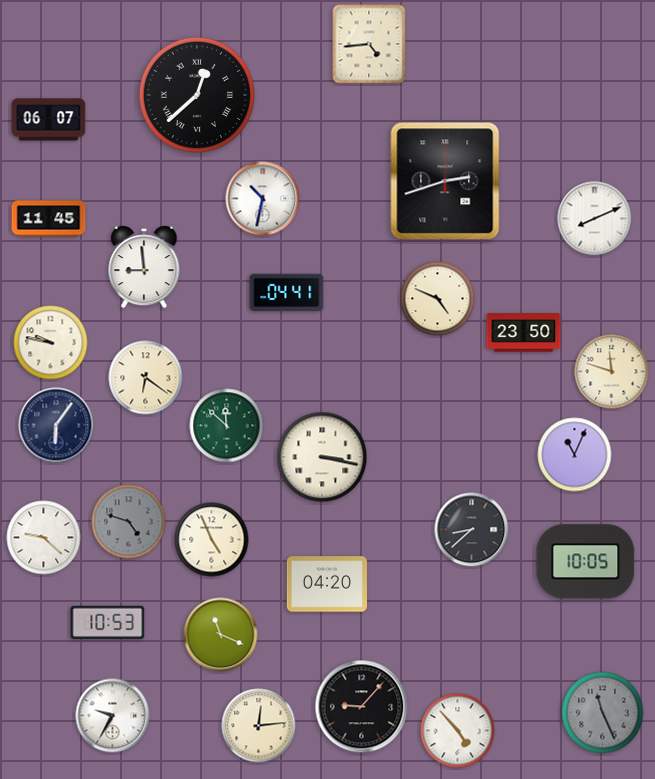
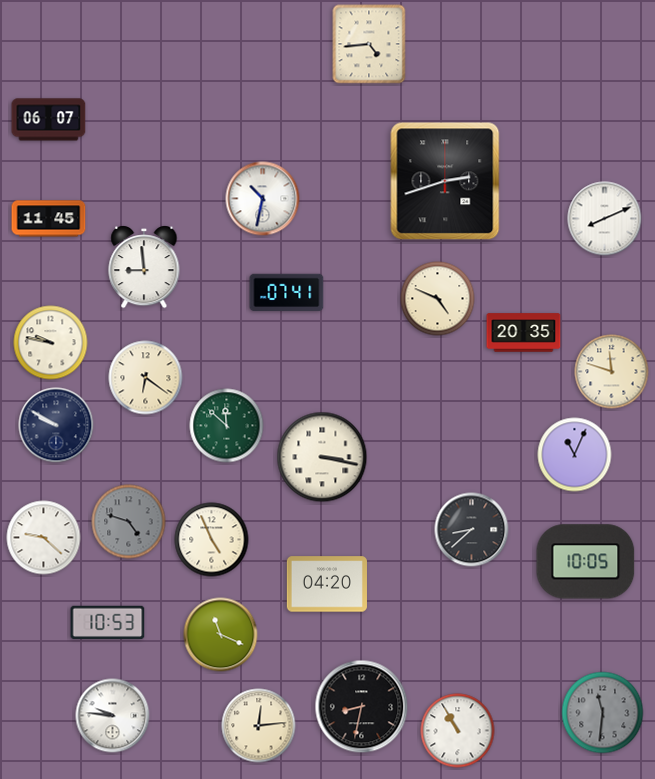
clock at (197, 95): 12:38 -> none
clock at (595, 219) position: (595, 219) -> (605, 219)
clock at (287, 293): 04:41 -> 07:41
clock at (524, 333): 23:50 -> 20:35
clock at (56, 425): 6:06 -> 9:50
clock at (362, 707): 9:07 -> 8:32
clock at (603, 713): 11:26 -> 11:31
clock at (113, 716): 9:35 -> 9:46
clock at (458, 731): 4:53 -> 10:55
